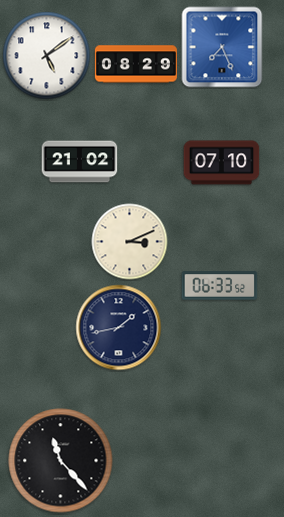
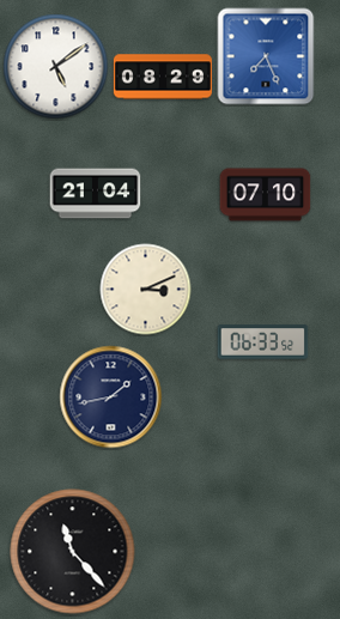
clock at (80, 162): 21:02 -> 21:04
clock at (130, 242) position: (130, 242) -> (146, 290)
clock at (119, 328) position: (119, 328) -> (111, 398)
